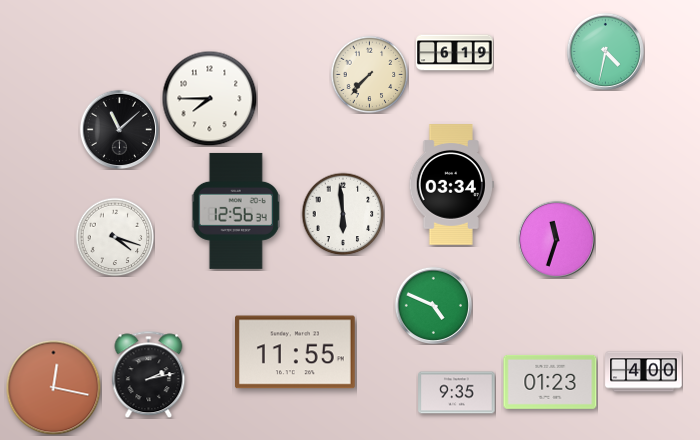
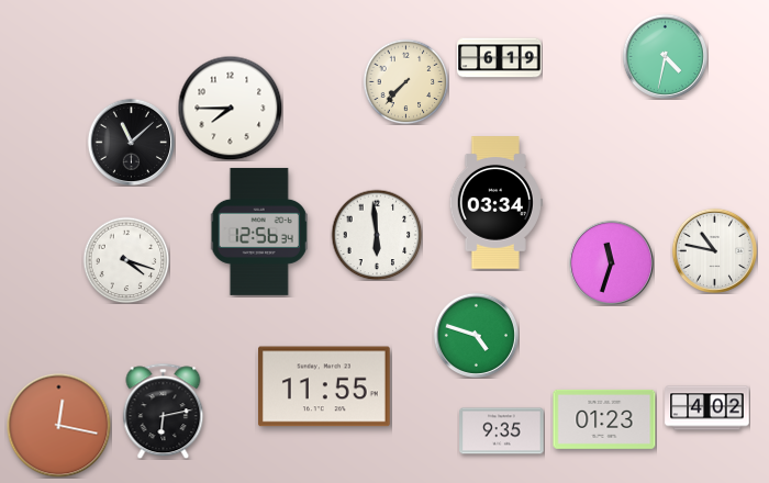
clock at (714, 250): none -> 10:47
clock at (433, 305): 4:49 -> 4:48
clock at (644, 372): 4:00 -> 4:02
clock at (149, 374): 2:13 -> 6:13
